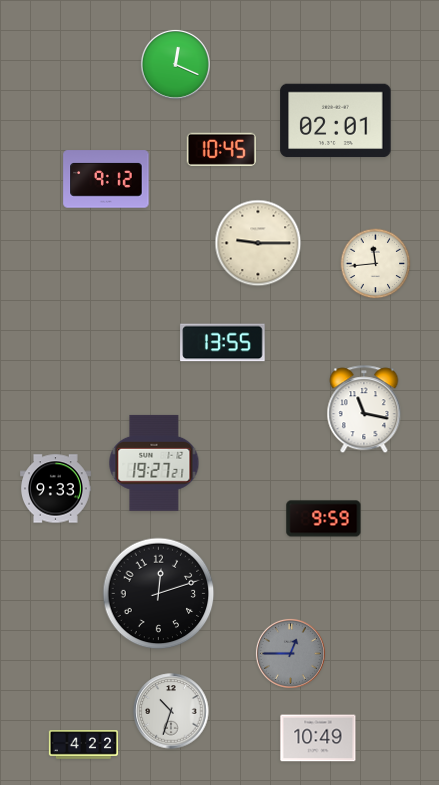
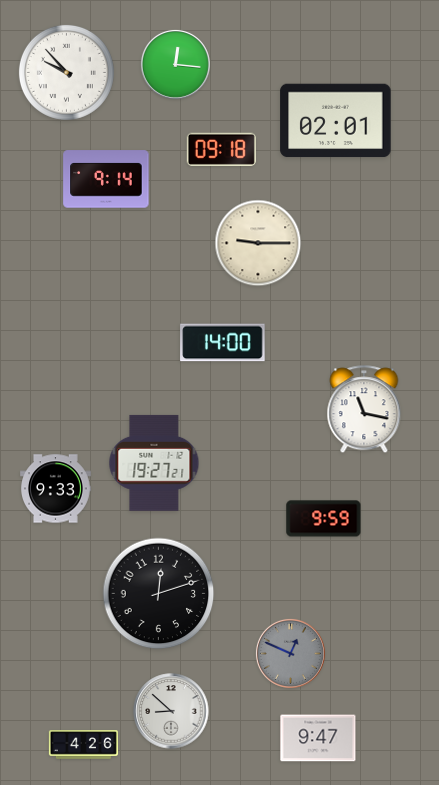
clock at (175, 64): 12:19 -> 12:16
clock at (66, 72): none -> 9:53
clock at (221, 149): 10:45 -> 09:18
clock at (106, 179): 9:12 -> 9:14
clock at (376, 264): 11:44 -> none
clock at (223, 343): 13:55 -> 14:00
clock at (290, 653): 12:45 -> 12:49
clock at (171, 711): 10:33 -> 8:52
clock at (318, 738): 10:49 -> 9:47
clock at (83, 745): 4:22 -> 4:26
